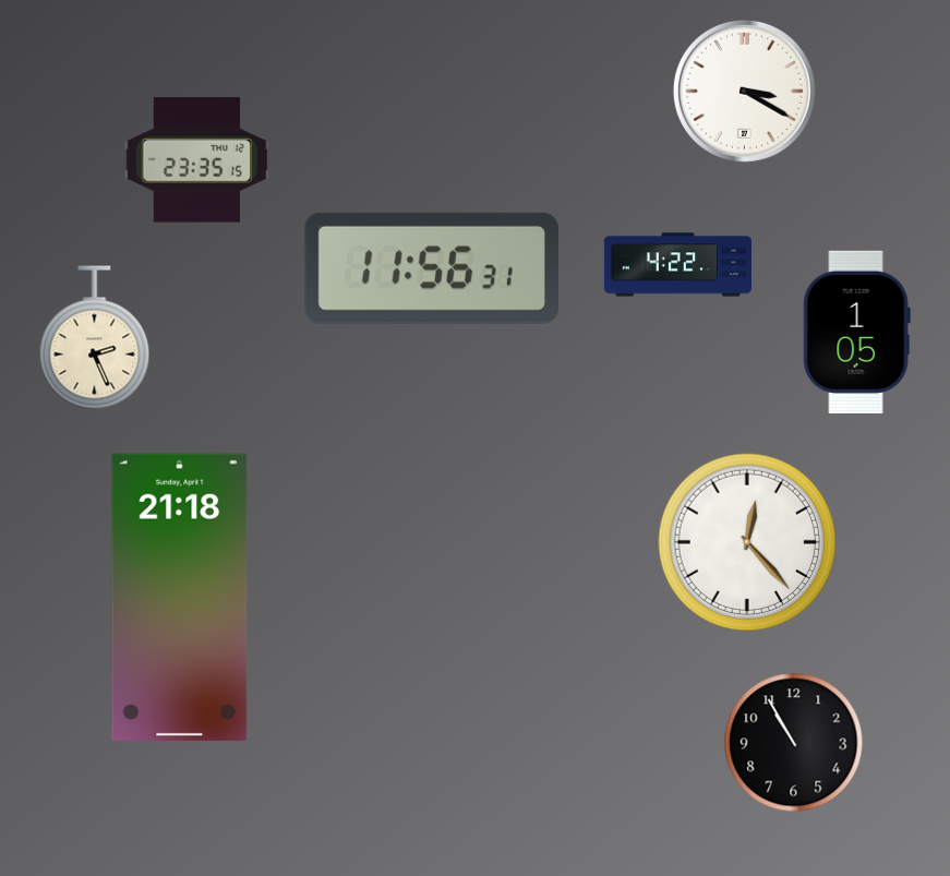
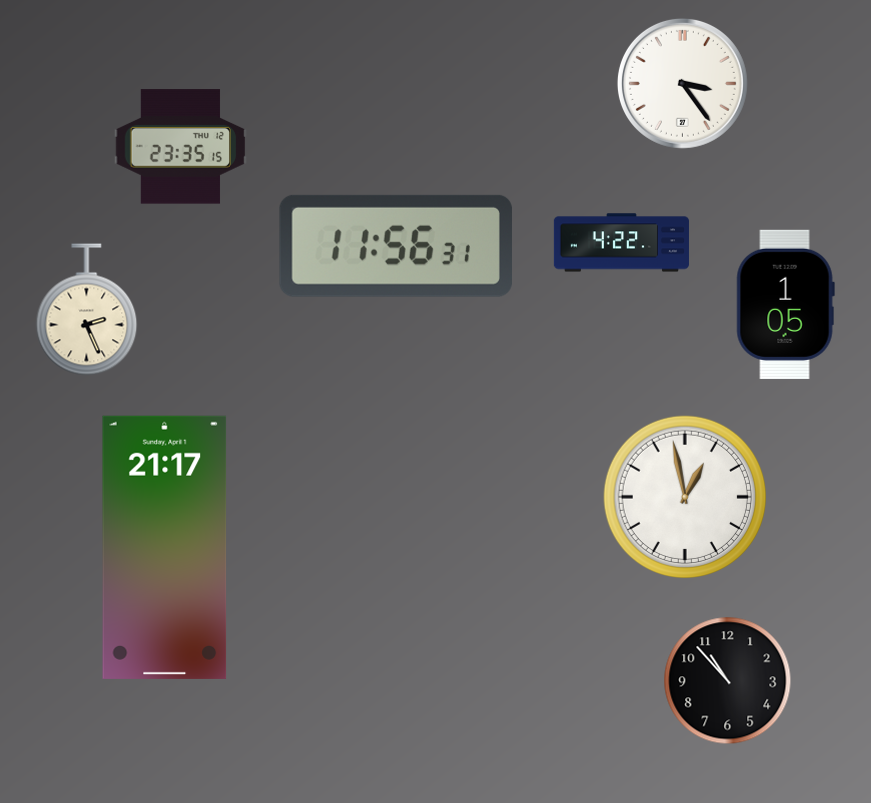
clock at (744, 91): 3:20 -> 3:24
clock at (747, 542): 12:23 -> 12:58
clock at (180, 597): 21:18 -> 21:17
clock at (794, 743): 10:55 -> 10:53
